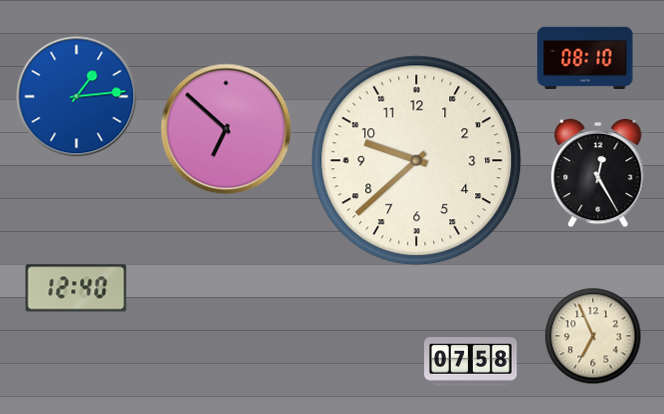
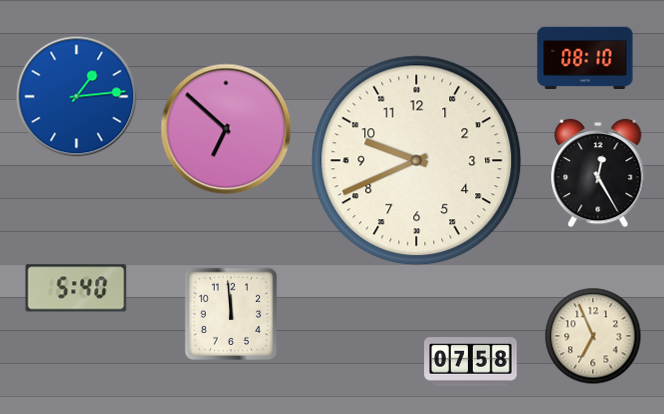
clock at (417, 161): 9:38 -> 9:41
clock at (76, 288): 12:40 -> 5:40
clock at (231, 314): none -> 11:59
